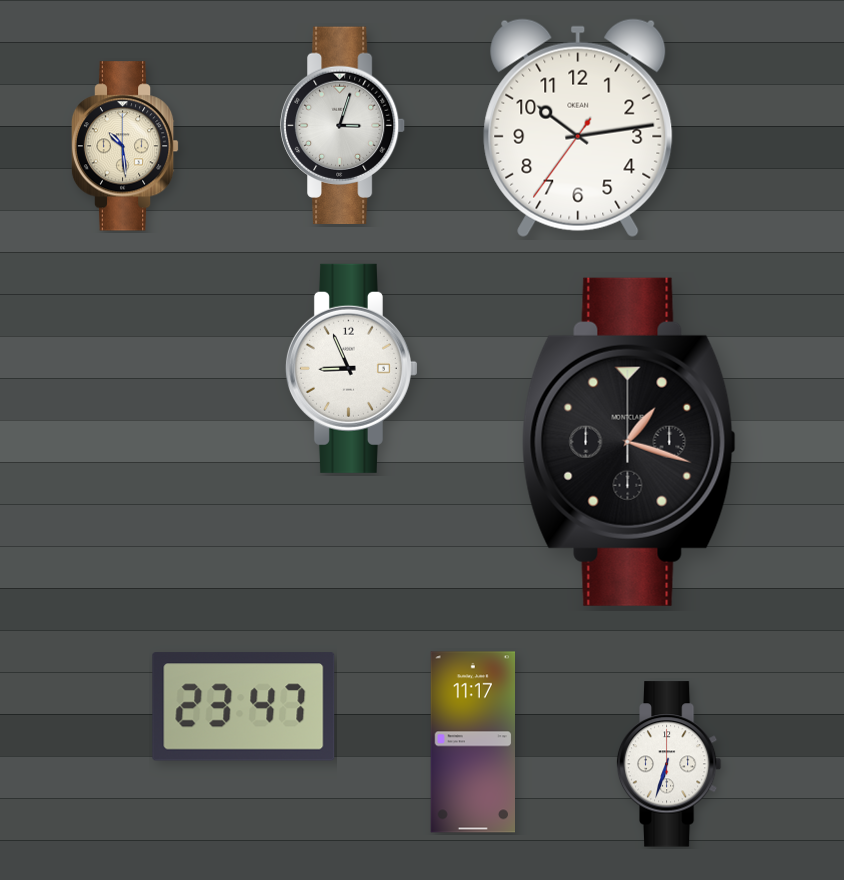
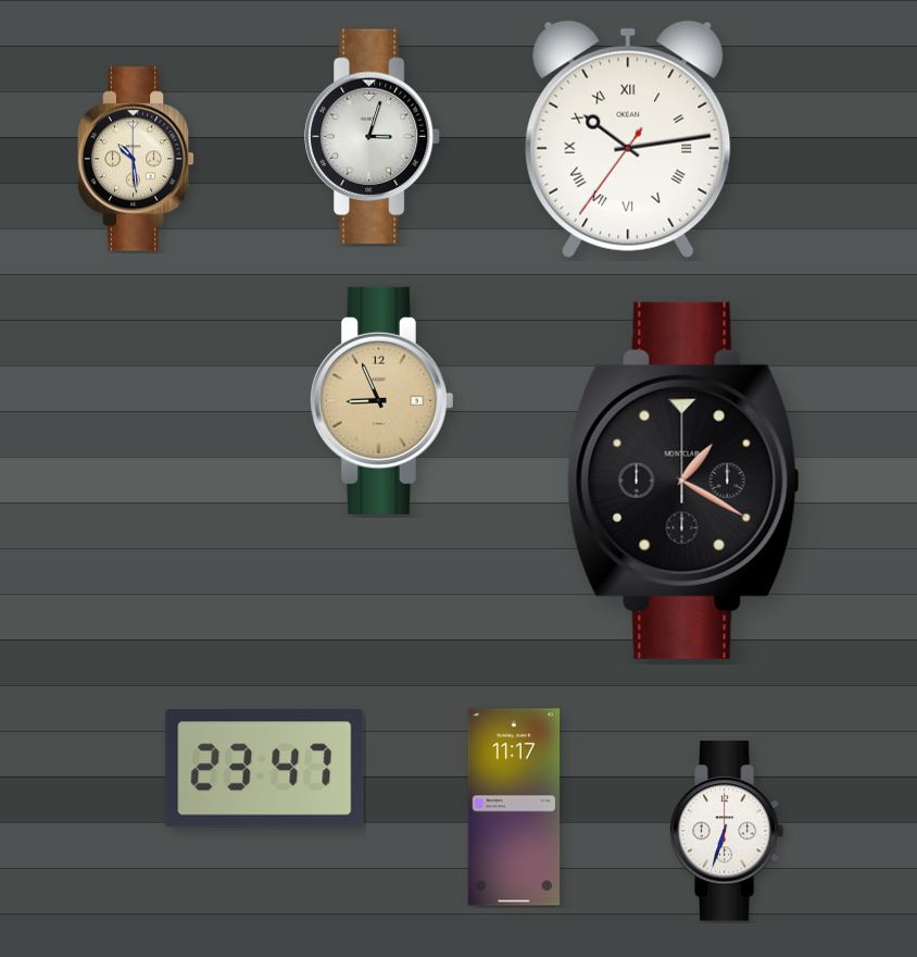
clock at (578, 128) numerals: Arabic -> Roman
clock at (351, 368) dial: white -> champagne
clock at (629, 442): 1:18 -> 1:20
